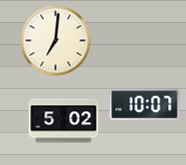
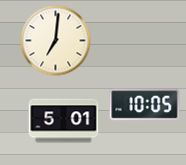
clock at (145, 105): 10:07 -> 10:05
clock at (64, 121): 5:02 -> 5:01
